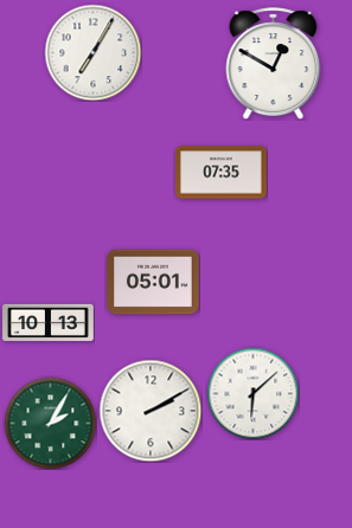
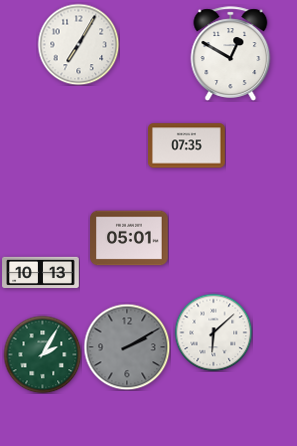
clock at (151, 411) dial: white -> grey
clock at (50, 423) position: (50, 423) -> (42, 354)
